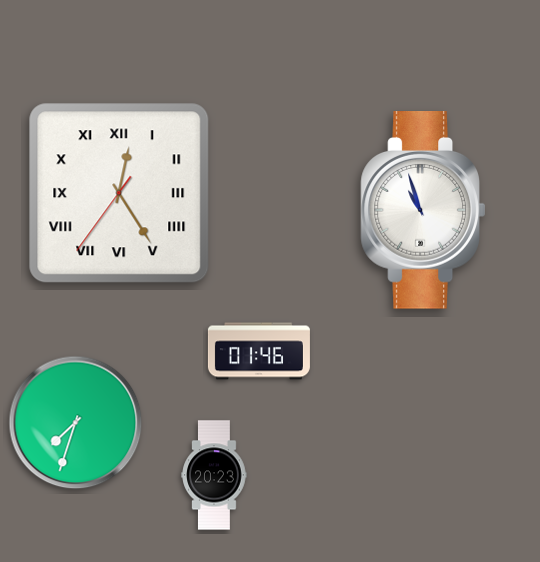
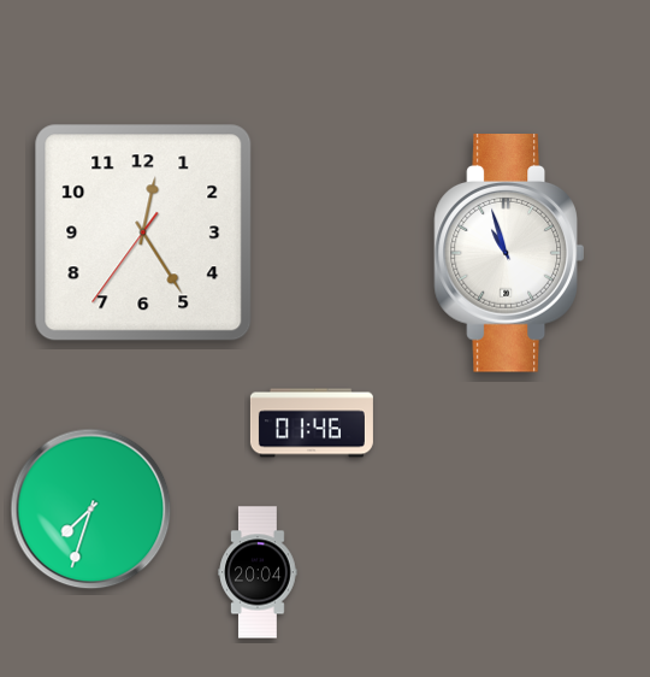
clock at (119, 193) numerals: Roman -> Arabic
clock at (214, 475): 20:23 -> 20:04
